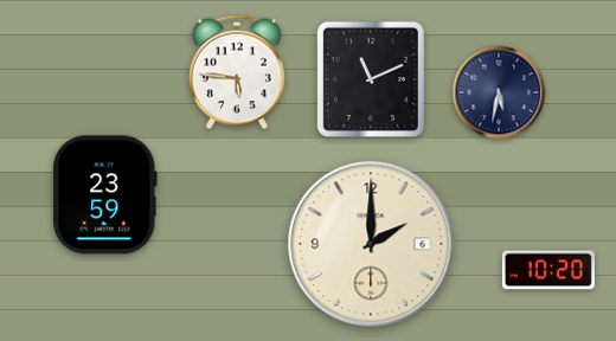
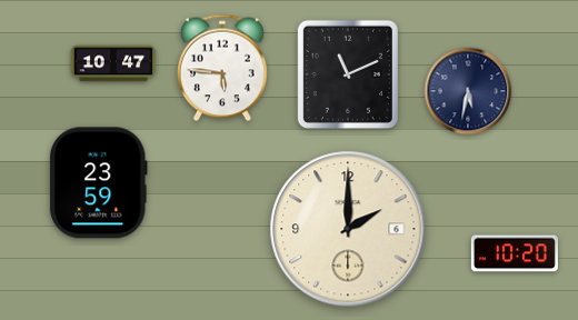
clock at (113, 63): none -> 10:47
clock at (499, 92) position: (499, 92) -> (468, 91)
